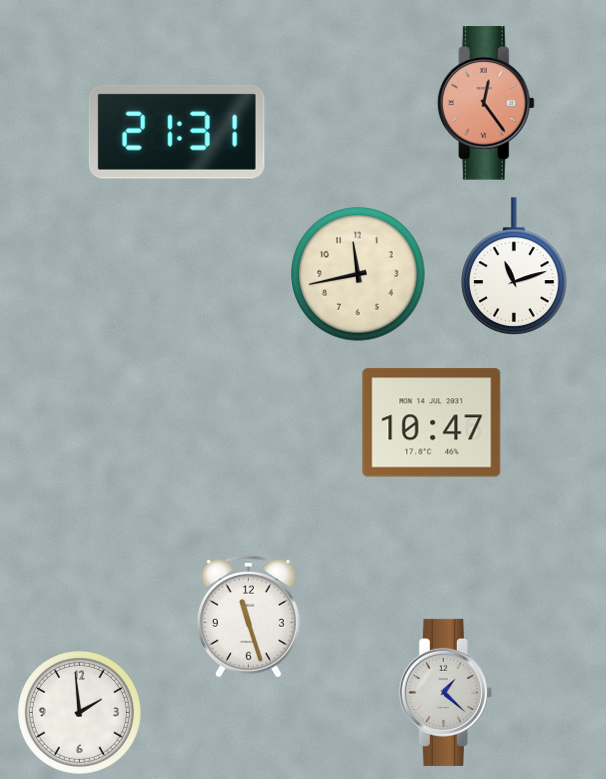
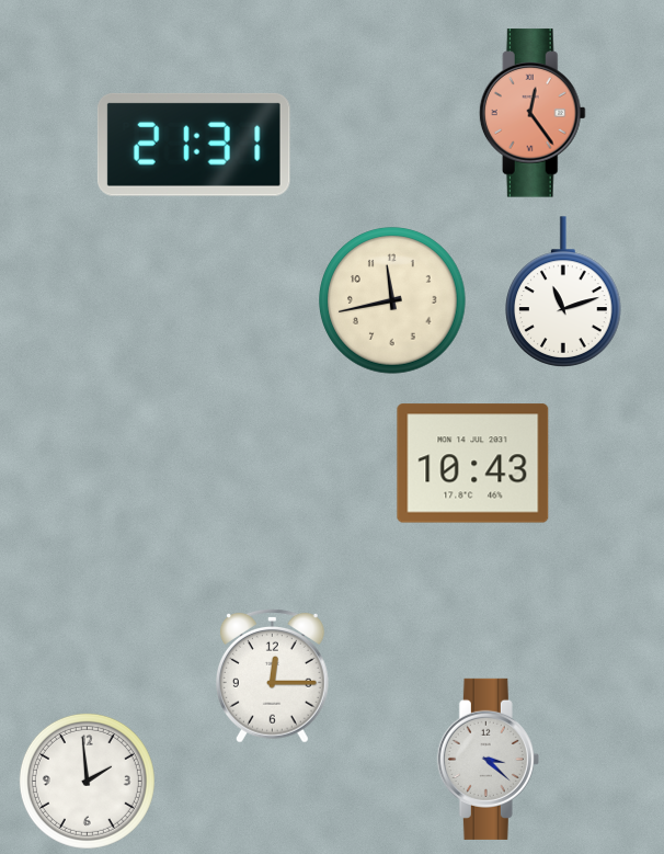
clock at (432, 423): 10:47 -> 10:43
clock at (249, 617): 11:27 -> 12:15
clock at (445, 692): 1:22 -> 3:22
